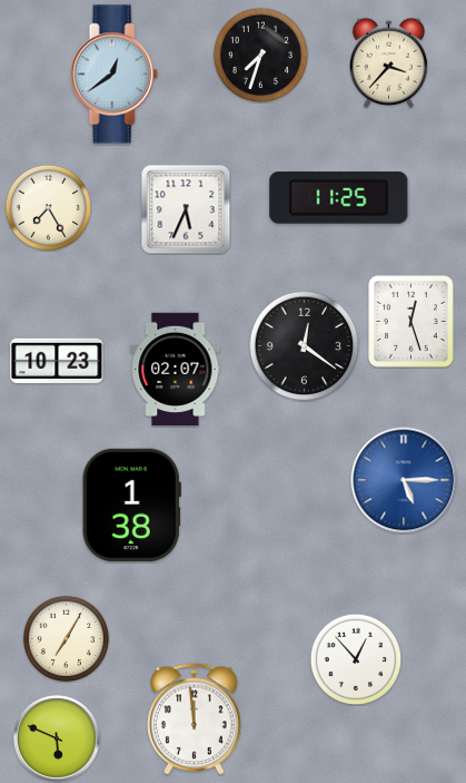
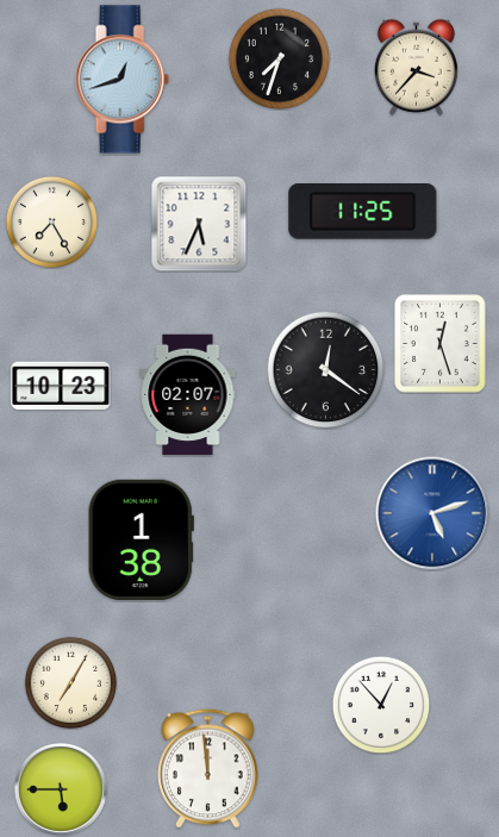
clock at (113, 75): 12:39 -> 12:42
clock at (404, 480): 5:15 -> 5:12
clock at (57, 738): 5:49 -> 5:45
